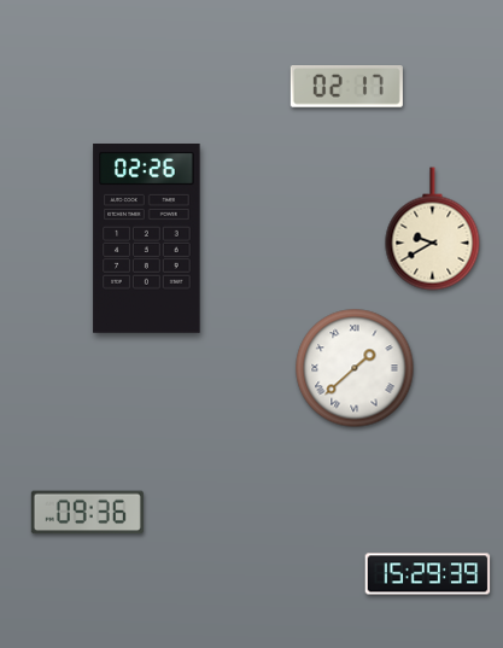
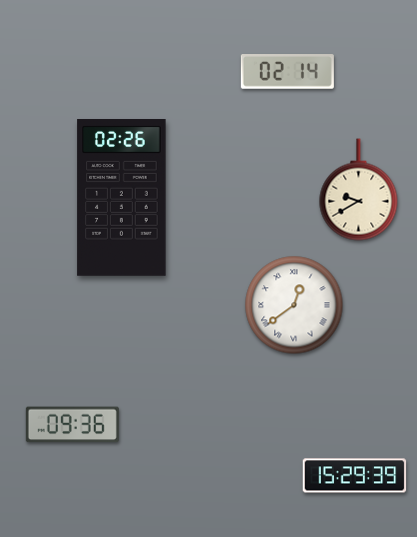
clock at (346, 87): 02:17 -> 02:14
clock at (355, 368): 1:38 -> 12:39
